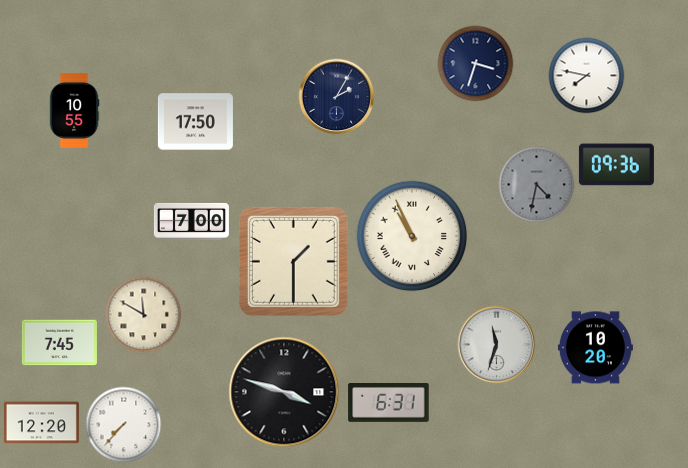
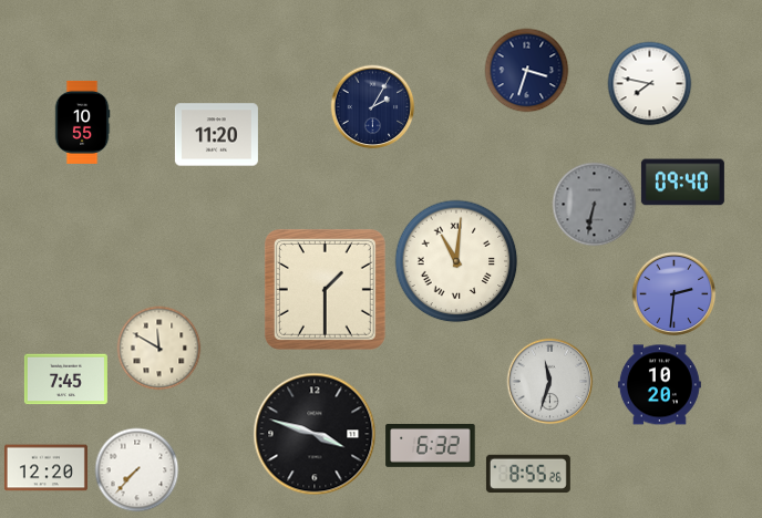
clock at (195, 122): 17:50 -> 11:20
clock at (616, 165): 09:36 -> 09:40
clock at (537, 185): 4:32 -> 6:32
clock at (191, 221): 7:00 -> none
clock at (412, 236): 10:56 -> 11:01
clock at (675, 294): none -> 2:31
clock at (389, 403): 6:31 -> 6:32
clock at (528, 474): none -> 8:55
